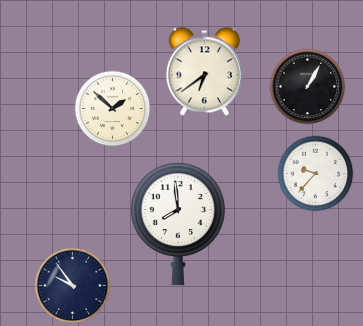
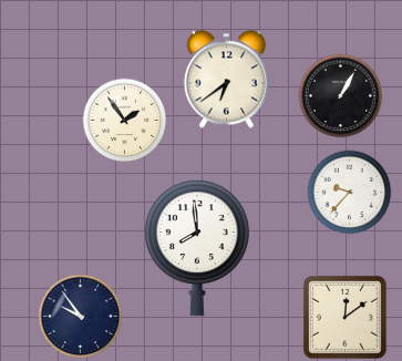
clock at (113, 109): 1:52 -> 1:54
clock at (346, 318): none -> 12:09
